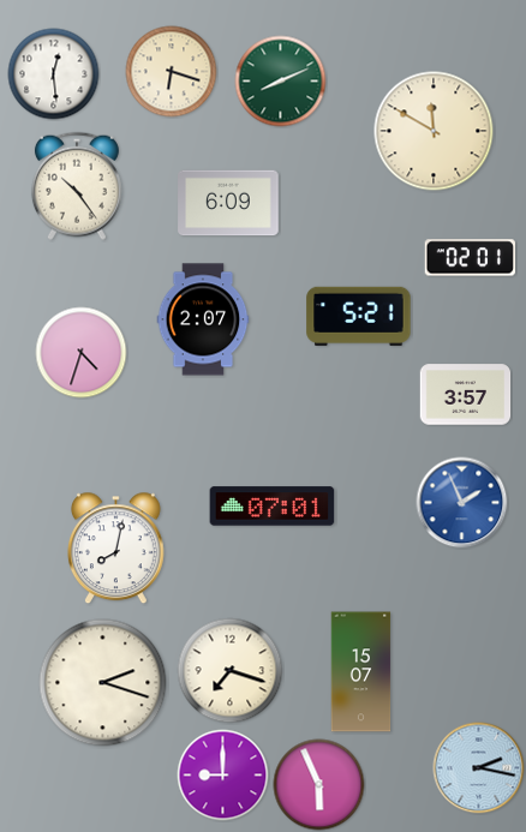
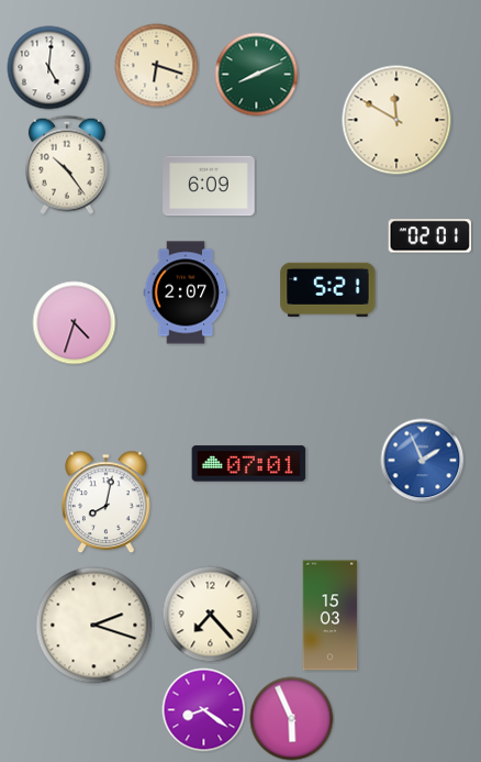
clock at (54, 74): 12:29 -> 5:01
clock at (77, 186) position: (77, 186) -> (67, 165)
clock at (466, 395): 3:57 -> none
clock at (231, 671): 7:18 -> 7:23
clock at (361, 672): 15:07 -> 15:03
clock at (479, 768): 2:17 -> none
clock at (223, 776): 9:00 -> 8:21
